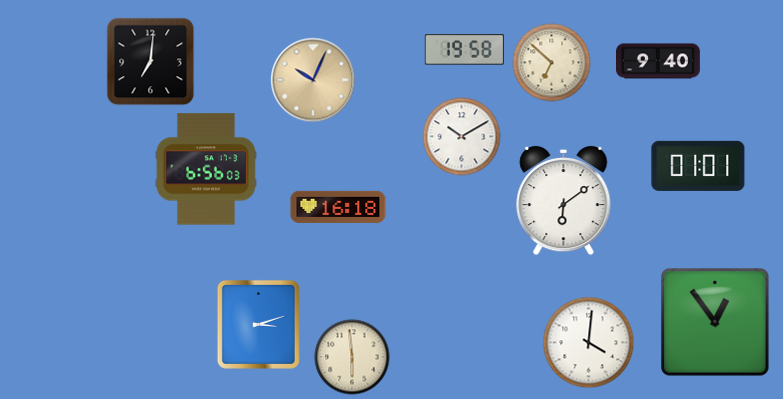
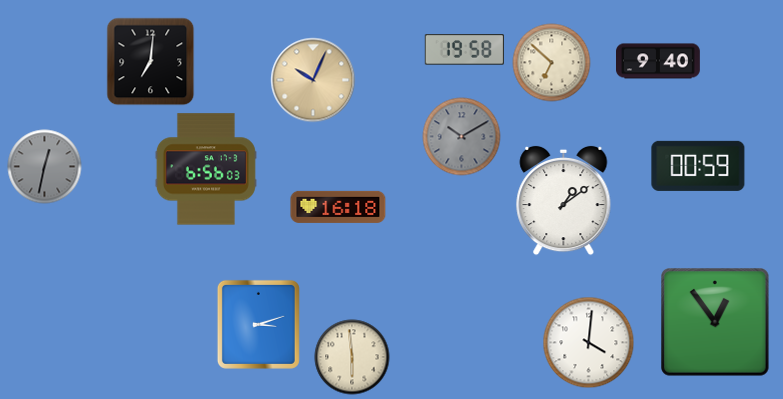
clock at (462, 137) dial: white -> grey
clock at (698, 166): 01:01 -> 00:59
clock at (45, 167): none -> 12:32
clock at (564, 201): 6:09 -> 1:09
